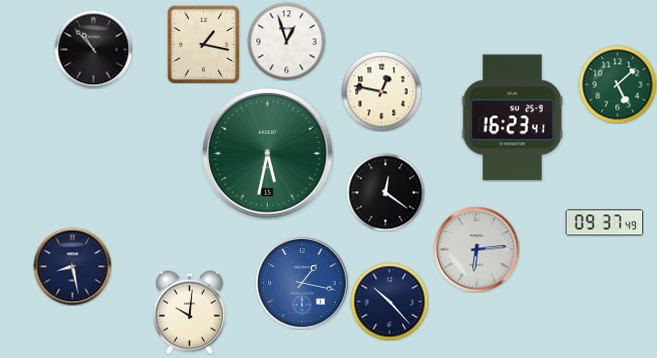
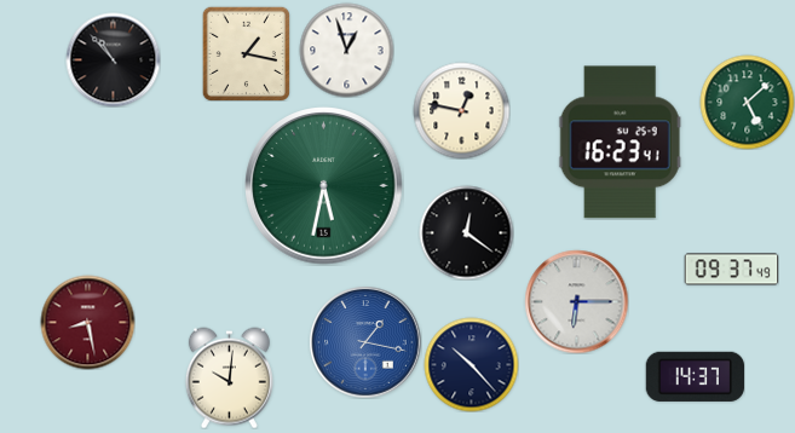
clock at (476, 249): 6:14 -> 6:15
clock at (72, 266) dial: navy -> burgundy
clock at (695, 376): none -> 14:37
